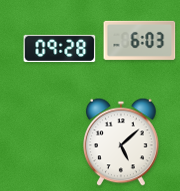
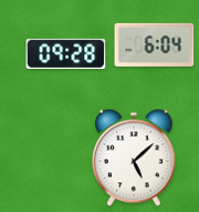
clock at (140, 40): 6:03 -> 6:04
